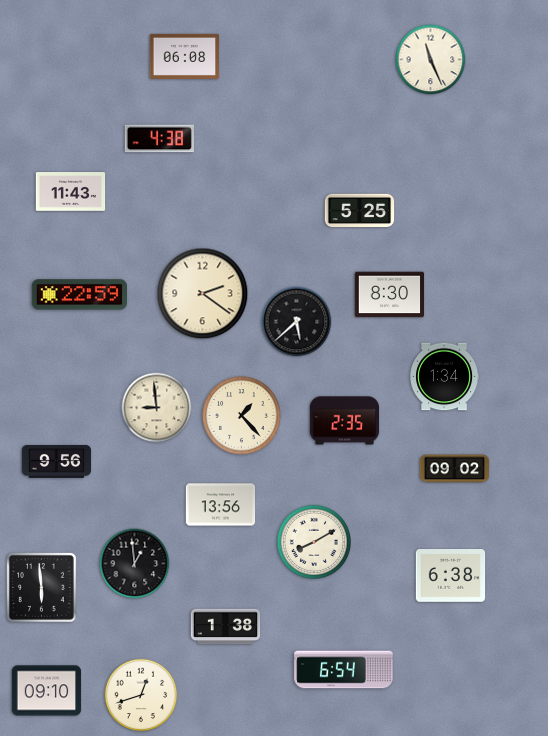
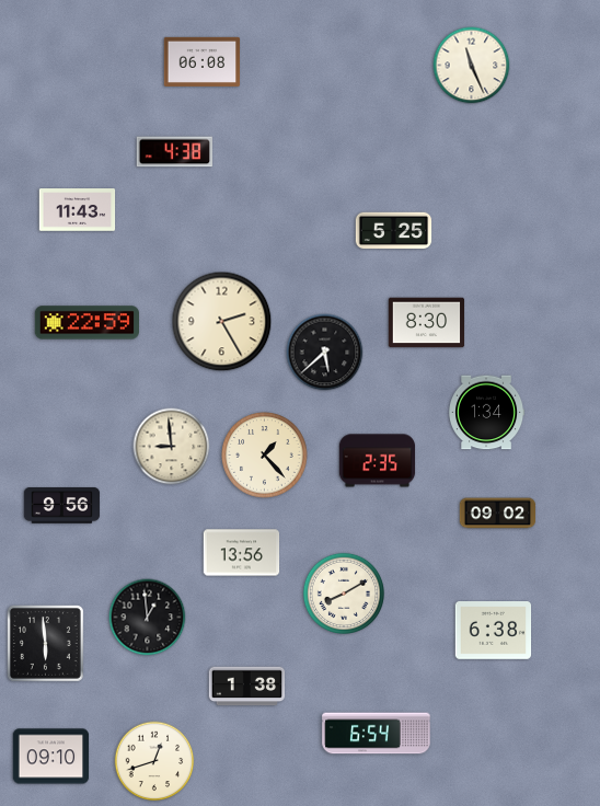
clock at (203, 294): 2:21 -> 2:25
